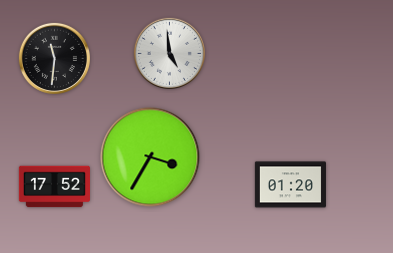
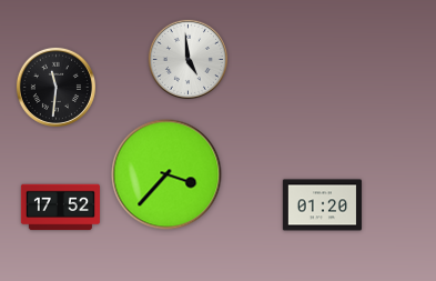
clock at (54, 58) position: (54, 58) -> (55, 87)
clock at (150, 157): 3:35 -> 3:37
